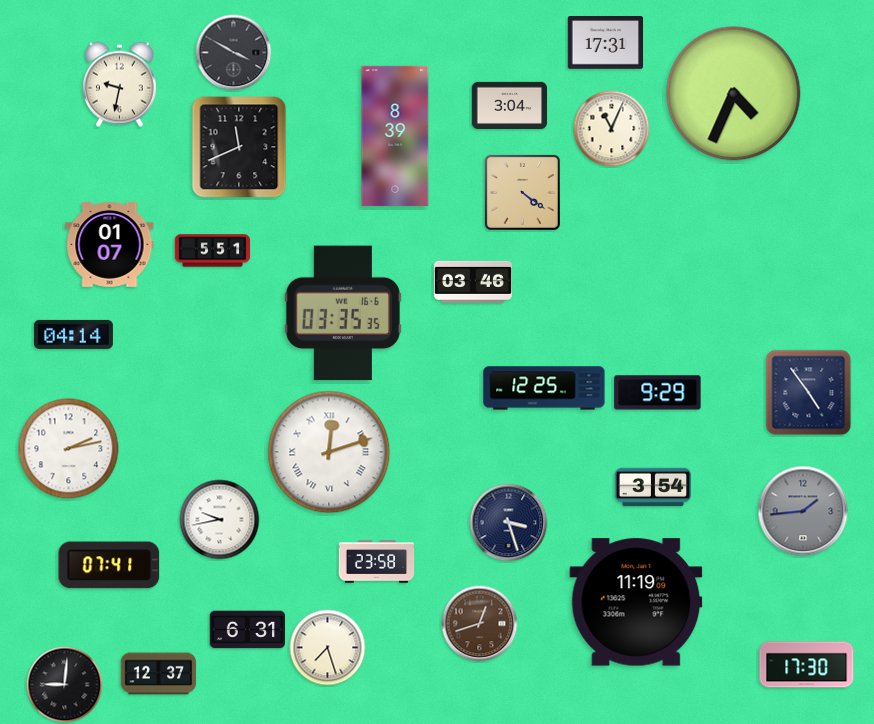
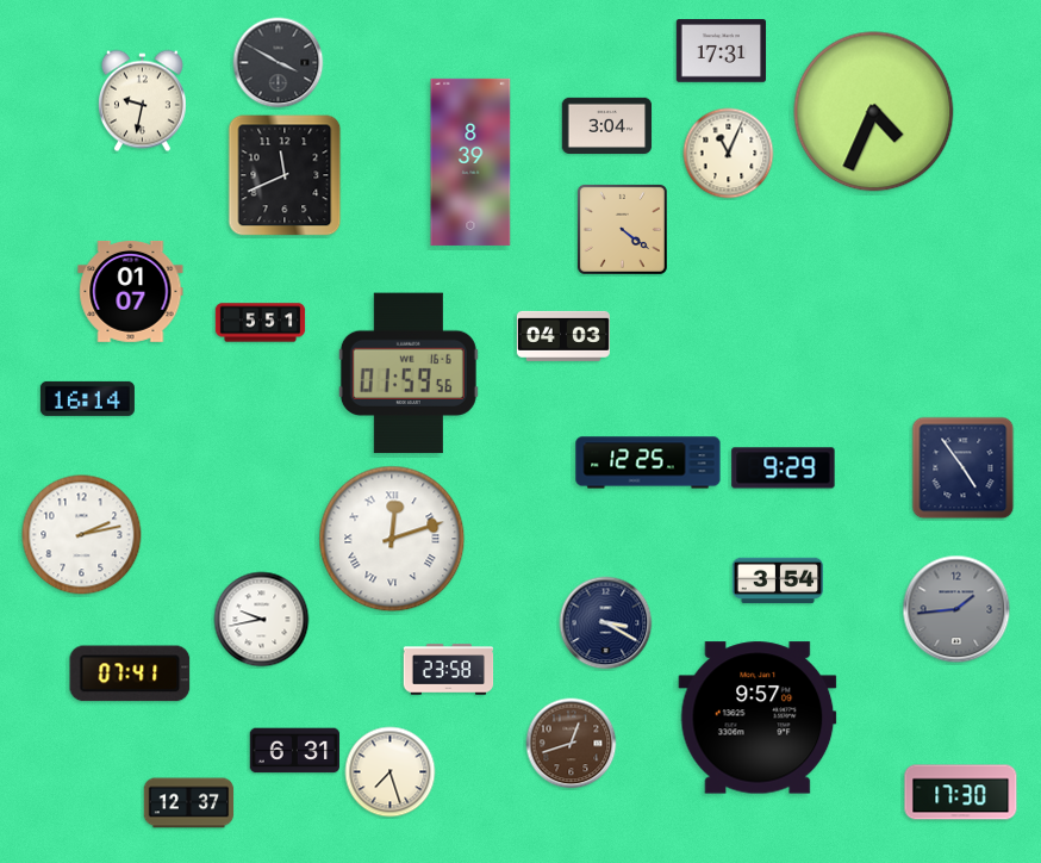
clock at (213, 251) position: (213, 251) -> (261, 323)
clock at (473, 282): 03:46 -> 04:03
clock at (343, 313): 03:35 -> 01:59
clock at (73, 334): 04:14 -> 16:14
clock at (509, 523): 3:27 -> 3:20
clock at (636, 602): 11:19 -> 9:57
clock at (65, 685): 9:01 -> none
